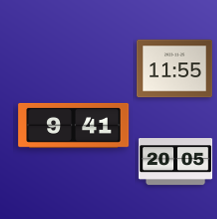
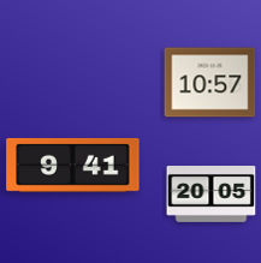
clock at (175, 69): 11:55 -> 10:57
clock at (74, 125) position: (74, 125) -> (73, 165)
